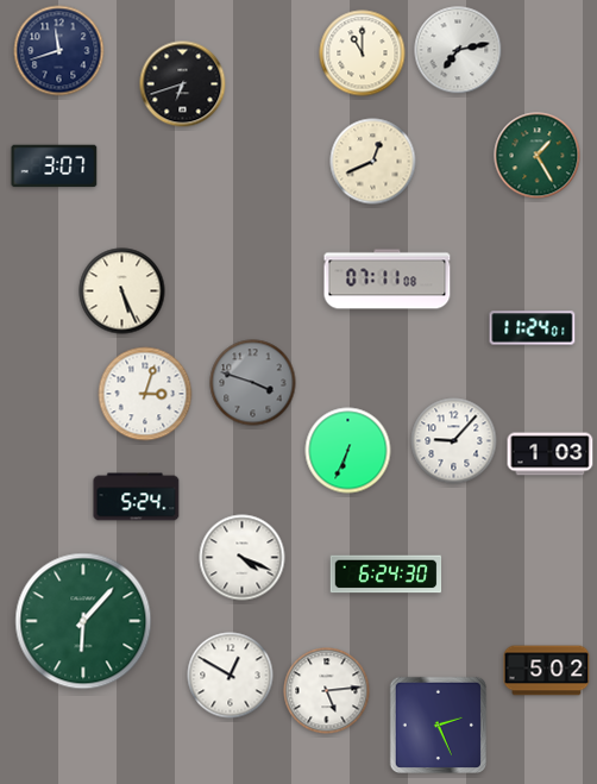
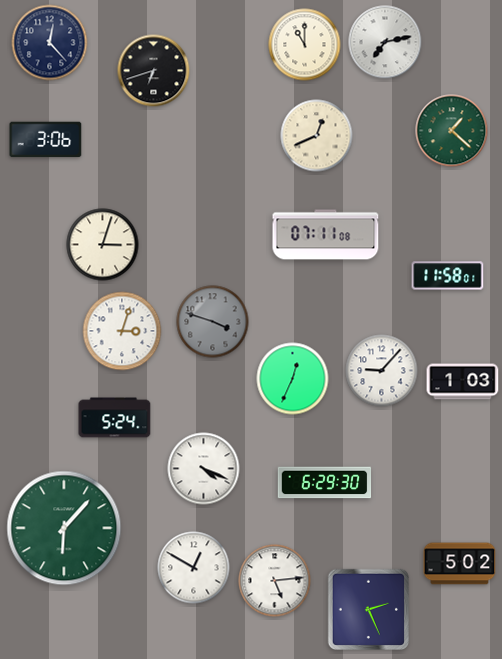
clock at (59, 51): 11:42 -> 12:23
clock at (538, 156): 1:25 -> 1:22
clock at (373, 162) position: (373, 162) -> (317, 136)
clock at (55, 167): 3:07 -> 3:06
clock at (122, 291): 5:26 -> 3:03
clock at (533, 328): 11:24 -> 11:58
clock at (348, 451): 6:34 -> 12:34
clock at (387, 575): 6:24 -> 6:29
clock at (83, 621) position: (83, 621) -> (64, 528)
